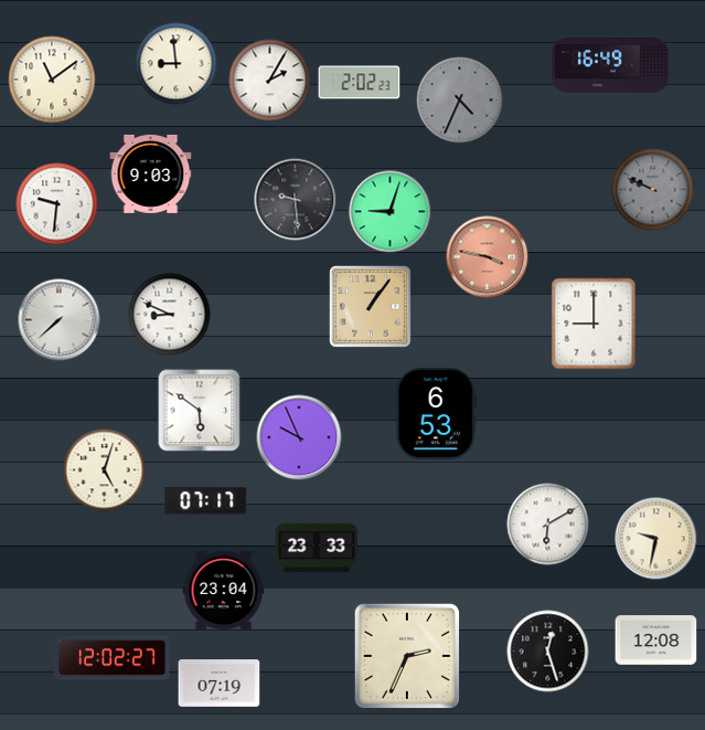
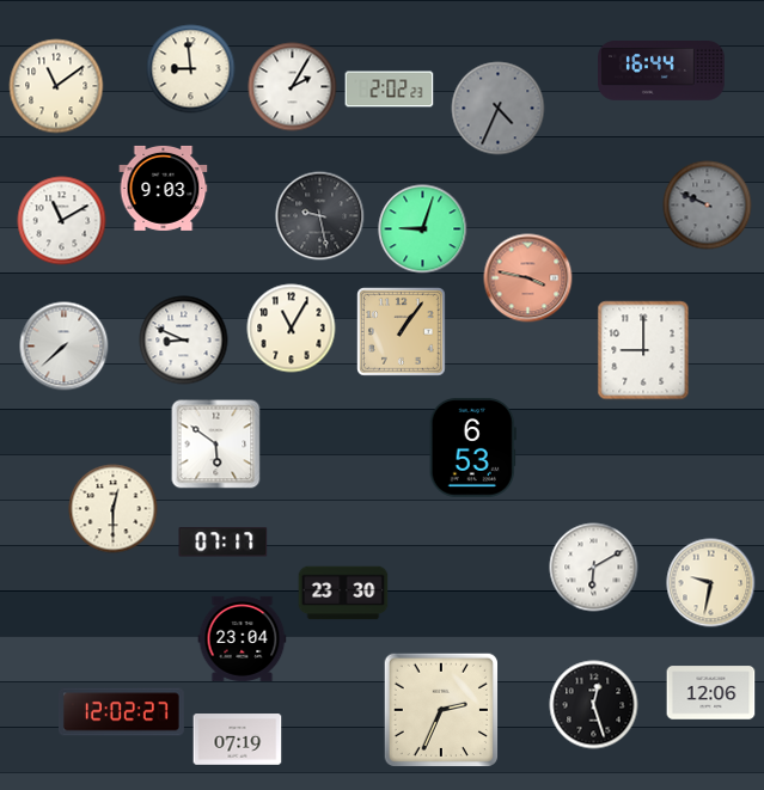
clock at (610, 66): 16:49 -> 16:44
clock at (296, 200): 9:29 -> 9:28
clock at (57, 204): 9:31 -> 11:10
clock at (292, 329): none -> 11:05
clock at (299, 437): 9:56 -> none
clock at (105, 470): 5:03 -> 12:30
clock at (317, 548): 23:33 -> 23:30
clock at (656, 641): 12:08 -> 12:06
